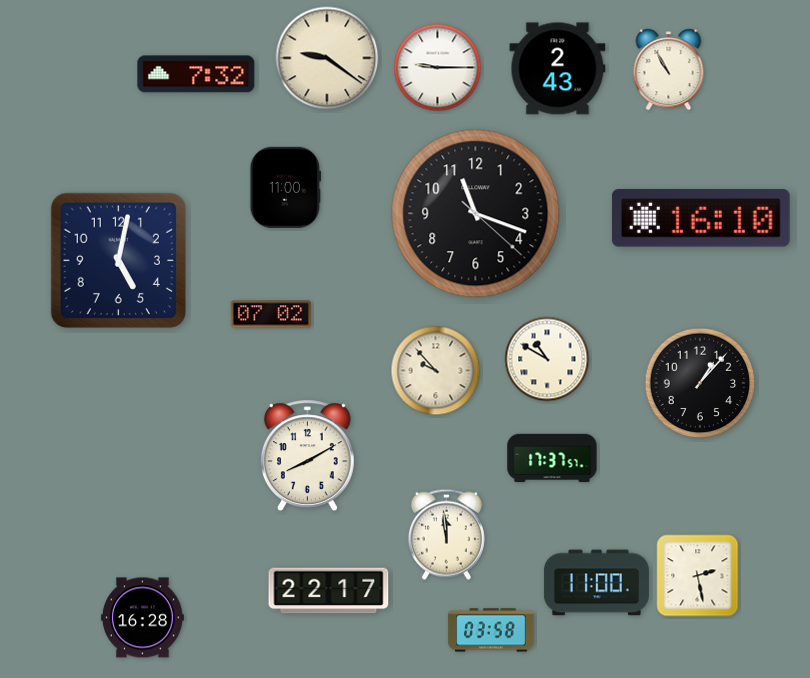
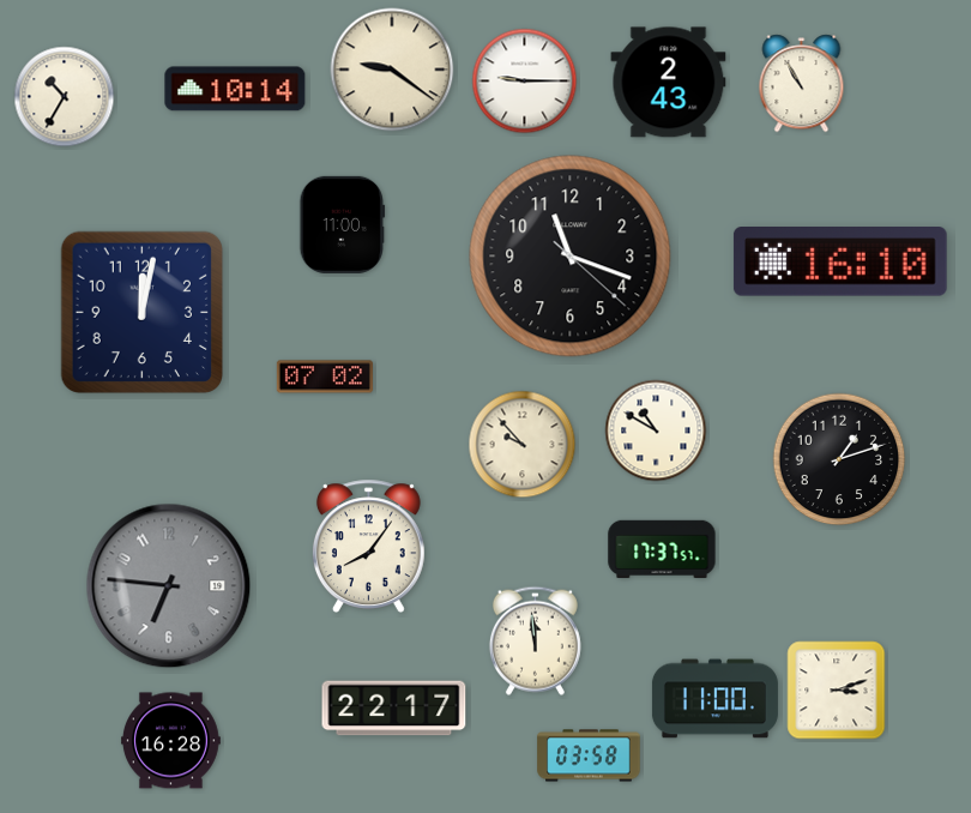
clock at (196, 74): 7:32 -> 10:14
clock at (65, 97): none -> 10:35
clock at (118, 260): 5:02 -> 12:02
clock at (700, 383): 1:07 -> 1:12
clock at (307, 455): 8:10 -> 8:06
clock at (169, 586): none -> 6:46
clock at (698, 576): 2:28 -> 3:12
